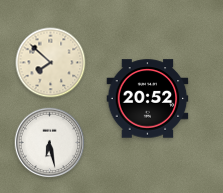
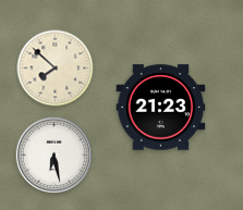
clock at (148, 99): 20:52 -> 21:23
